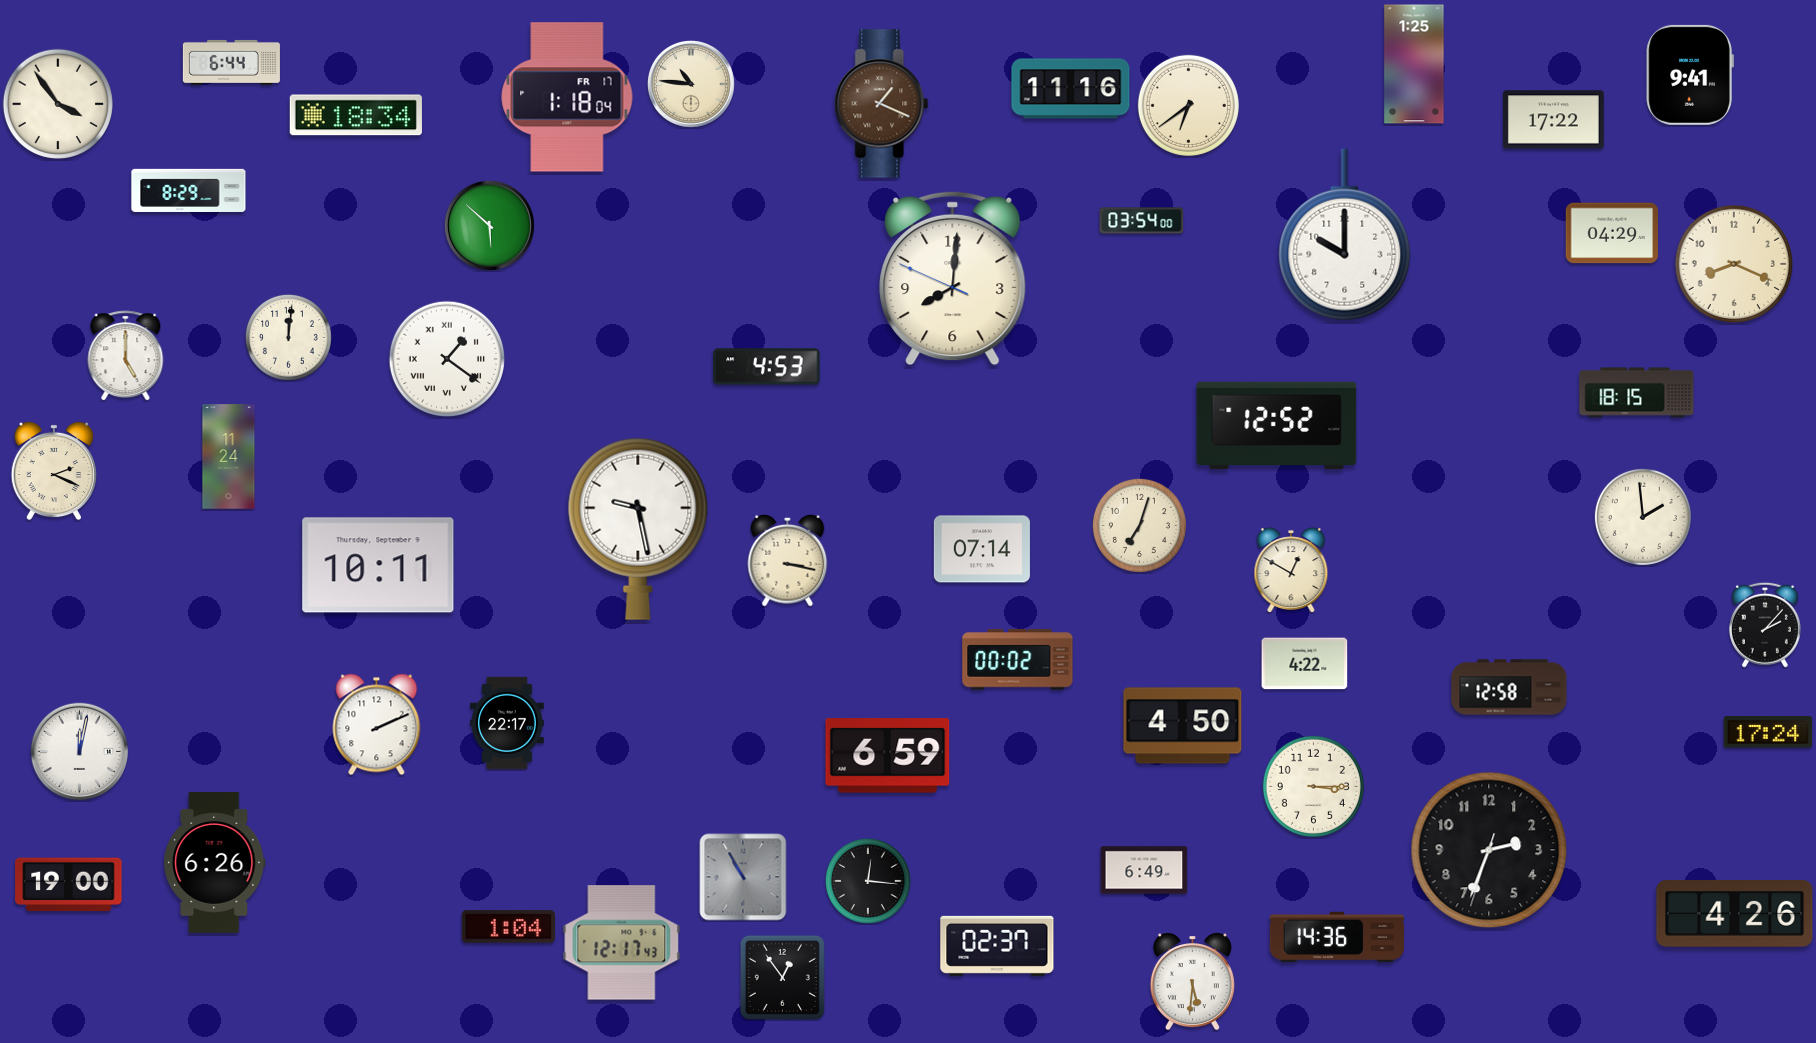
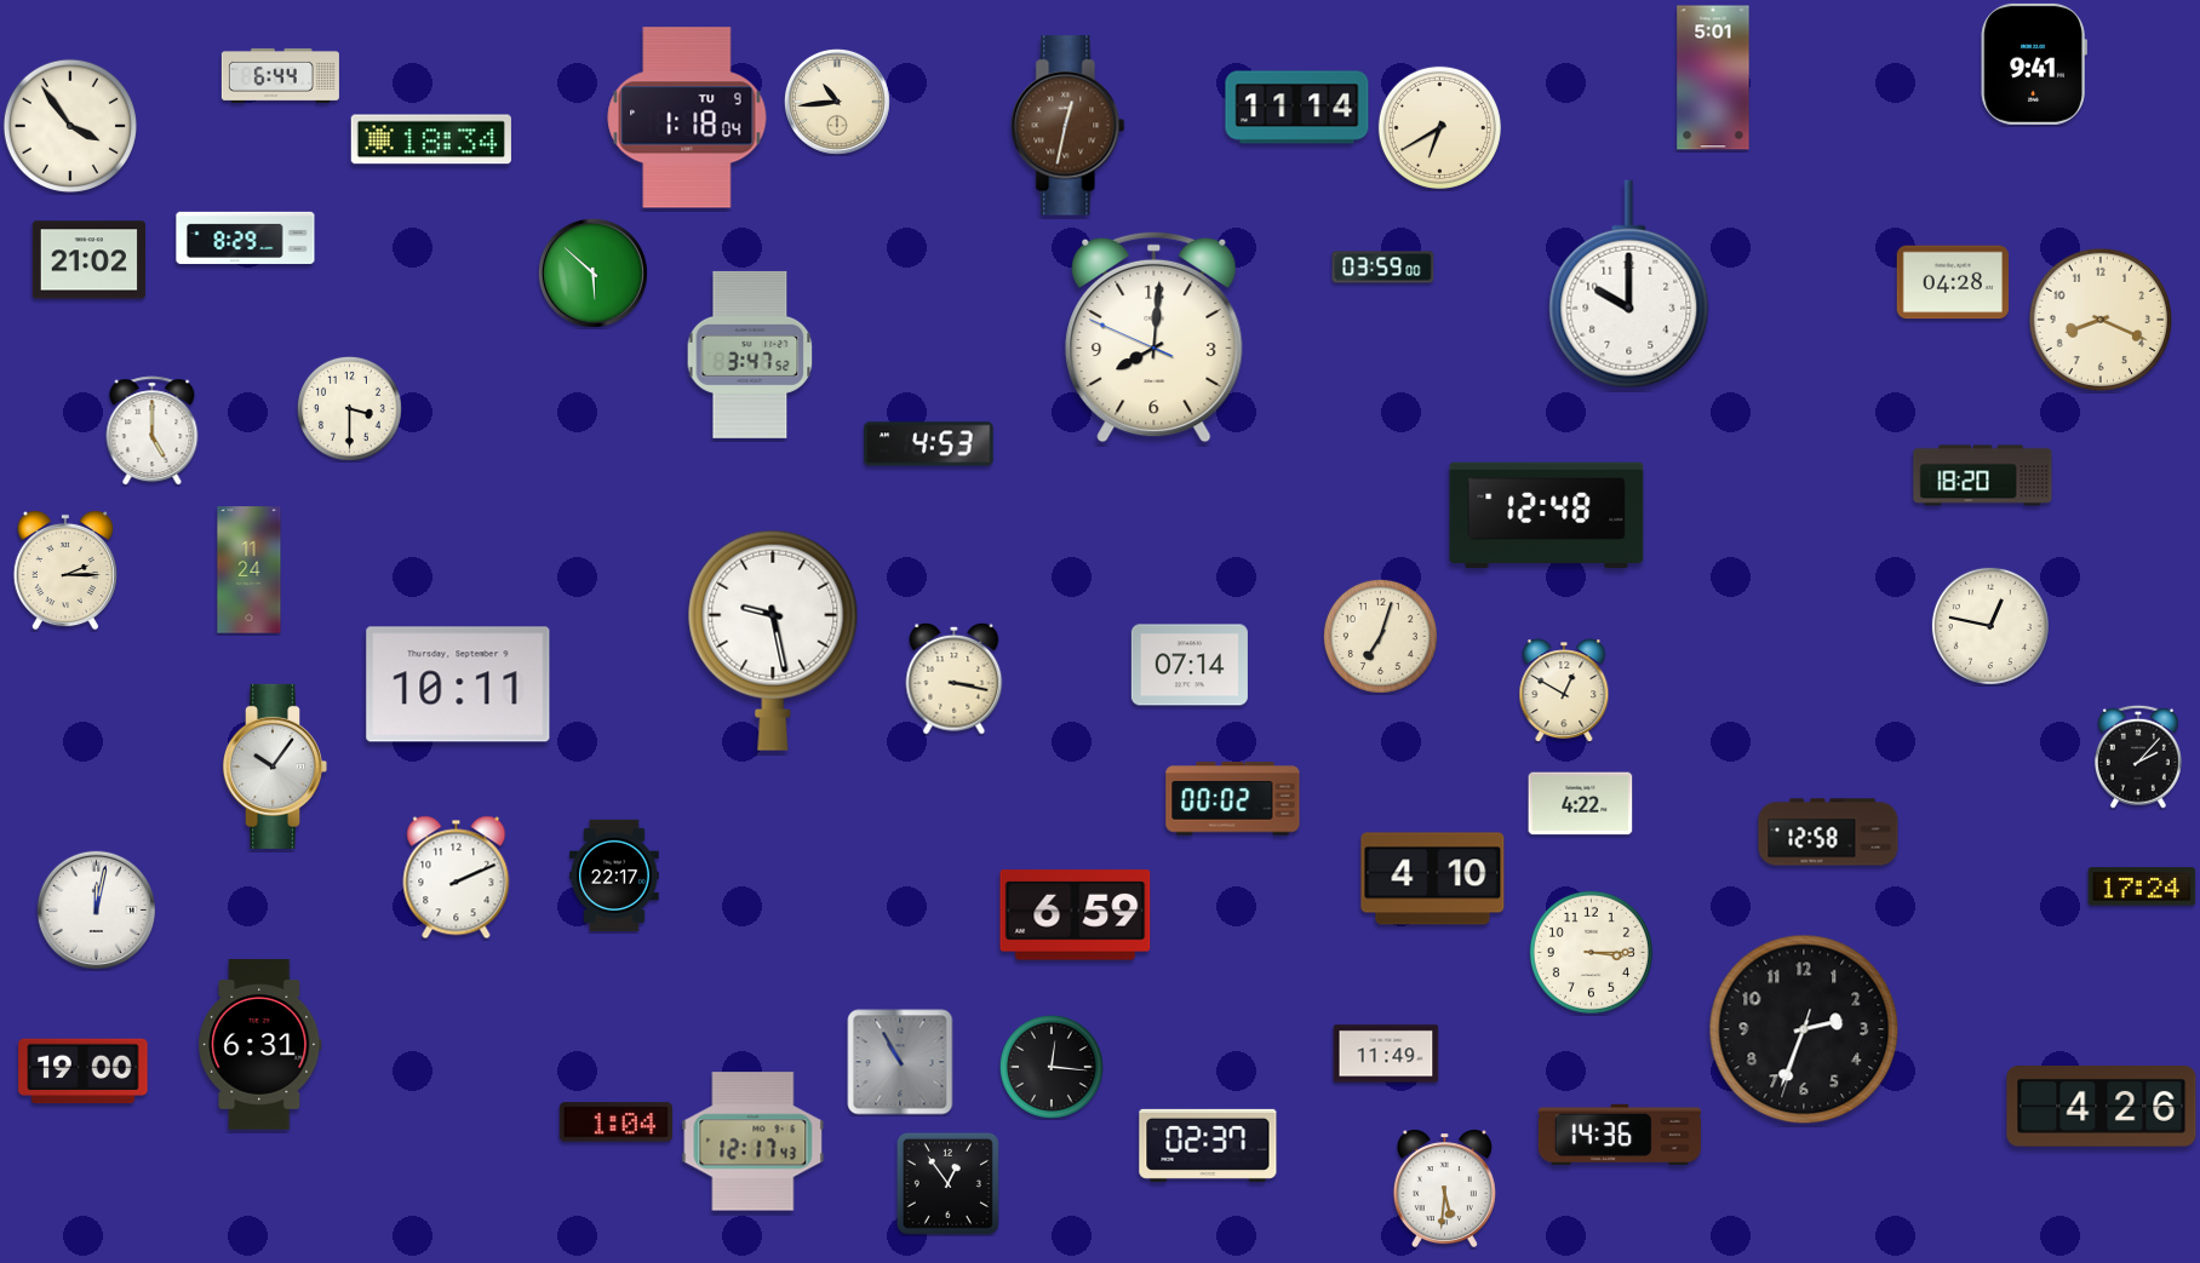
clock at (1414, 64): 1:25 -> 5:01
clock at (1690, 75) position: (1690, 75) -> (2034, 64)
clock at (691, 84): 10:46 -> 10:44
clock at (1071, 89): 11:16 -> 11:14
clock at (567, 97) date: FR 17 -> TU 9
clock at (882, 104): 1:19 -> 12:32
clock at (1188, 105): 6:39 -> 6:40
clock at (1553, 120): 17:22 -> none
clock at (189, 190) position: (189, 190) -> (246, 237)
clock at (88, 260): none -> 21:02
clock at (1142, 221): 03:54 -> 03:59
clock at (1611, 233): 04:29 -> 04:28
clock at (750, 355): none -> 3:47
clock at (288, 337): 12:01 -> 3:30
clock at (446, 358): 1:21 -> none
clock at (1637, 393): 18:15 -> 18:20
clock at (1277, 426): 12:52 -> 12:48
clock at (229, 457) position: (229, 457) -> (250, 570)
clock at (54, 471): 2:19 -> 2:15
clock at (1643, 517): 1:59 -> 12:47
clock at (275, 767): none -> 10:06
clock at (1183, 726): 4:50 -> 4:10
clock at (215, 863): 6:26 -> 6:31
clock at (1144, 870): 6:49 -> 11:49
